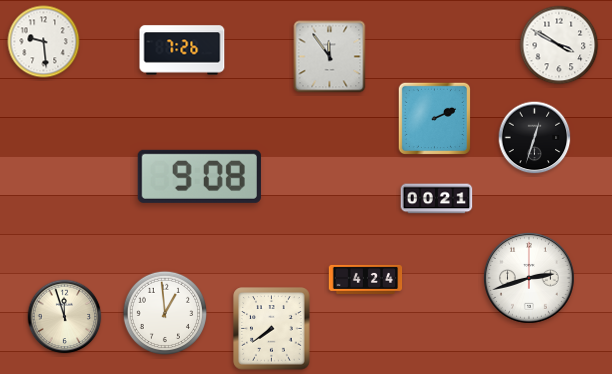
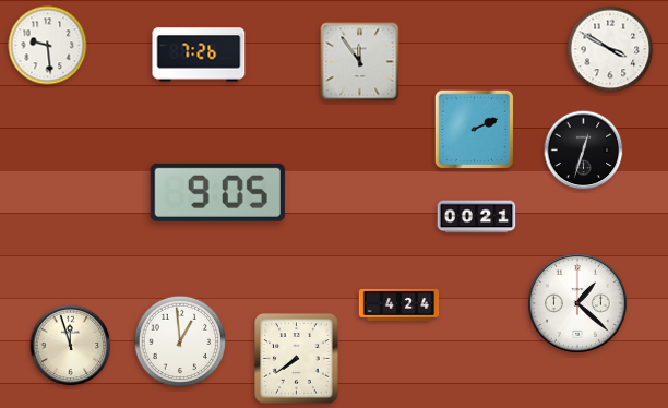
clock at (199, 176): 9:08 -> 9:05
clock at (529, 278): 2:42 -> 1:22
